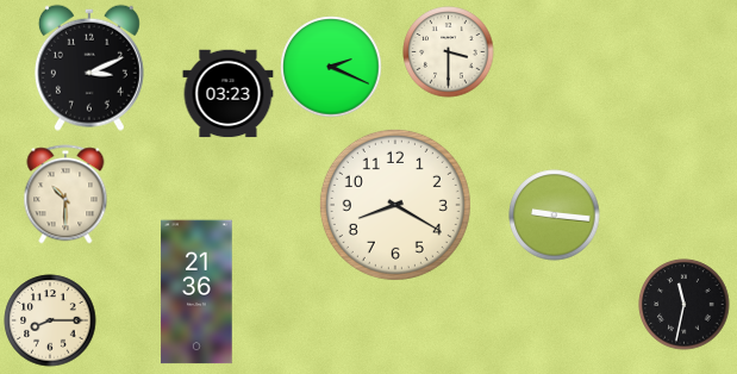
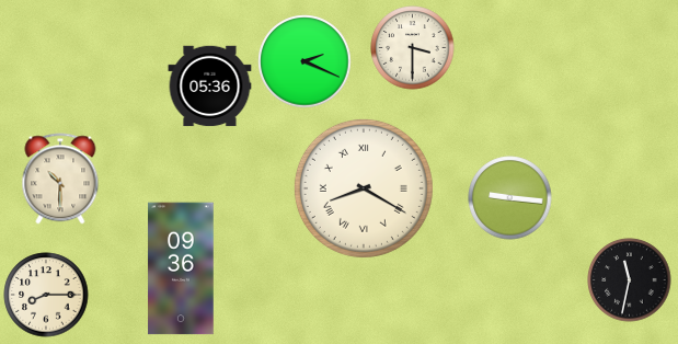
clock at (89, 68): 3:11 -> none
clock at (229, 94): 03:23 -> 05:36
clock at (395, 205) numerals: Arabic -> Roman
clock at (196, 292): 21:36 -> 09:36
